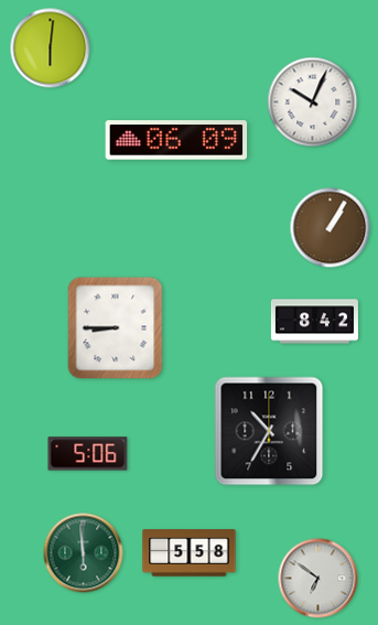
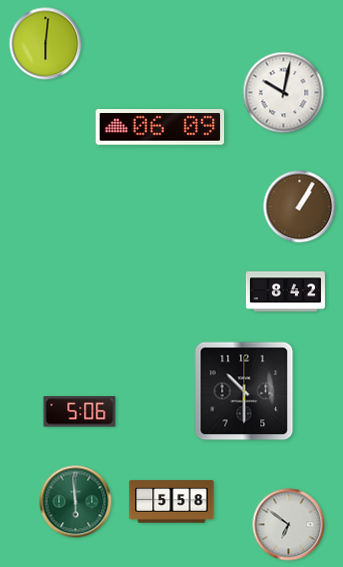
clock at (313, 103): 10:04 -> 10:02
clock at (116, 328): 8:45 -> none
clock at (269, 431): 10:35 -> 10:30
